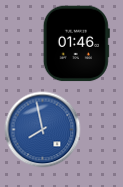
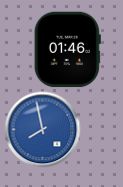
clock at (76, 44) position: (76, 44) -> (67, 50)
